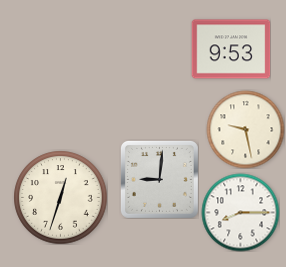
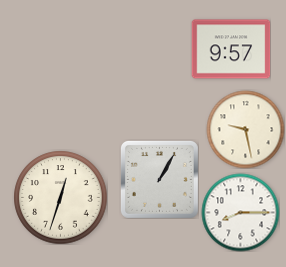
clock at (231, 49): 9:53 -> 9:57
clock at (159, 179): 9:01 -> 1:05
